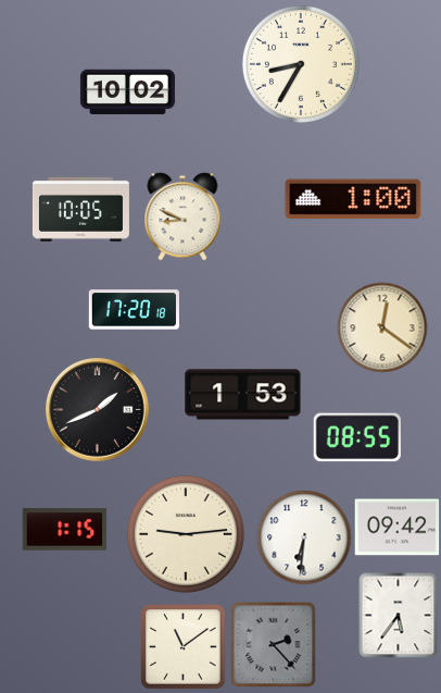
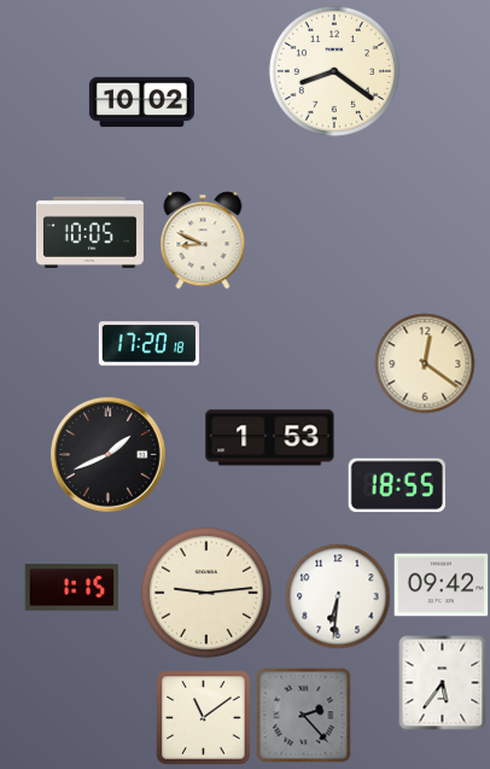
clock at (301, 64): 8:35 -> 8:21
clock at (353, 199): 1:00 -> none
clock at (357, 437): 08:55 -> 18:55
